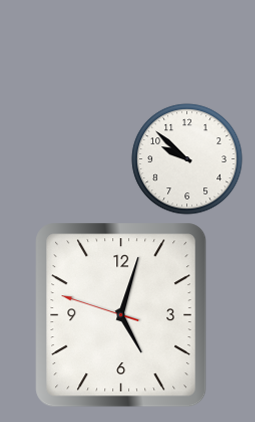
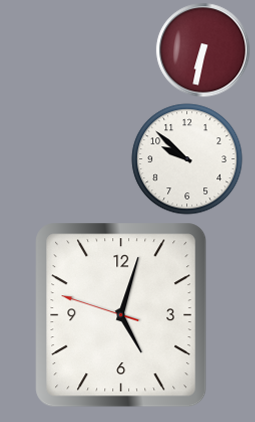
clock at (203, 50): none -> 6:32
